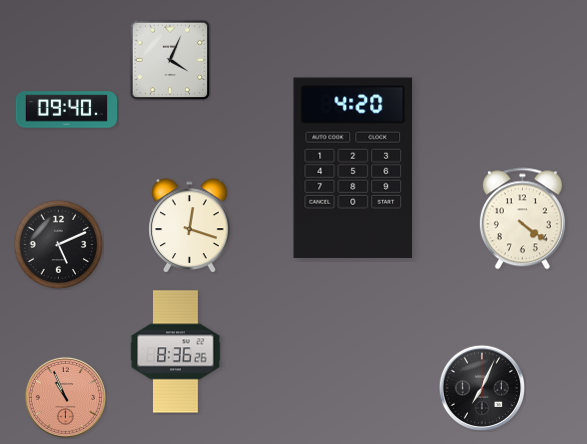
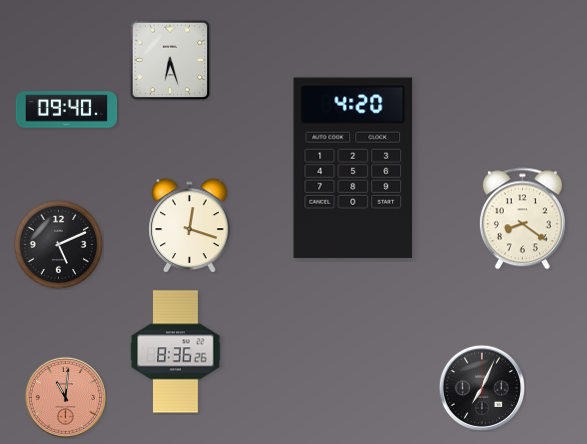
clock at (170, 60): 4:04 -> 6:27
clock at (522, 219): 4:21 -> 8:21
clock at (65, 397): 10:56 -> 11:01
